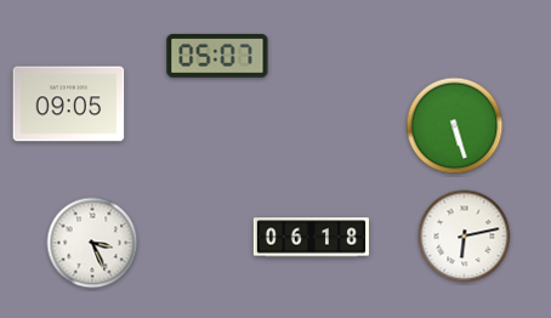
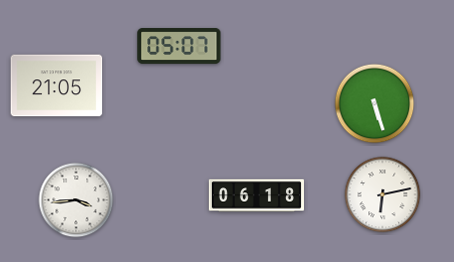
clock at (69, 104): 09:05 -> 21:05
clock at (92, 243): 3:26 -> 3:44
